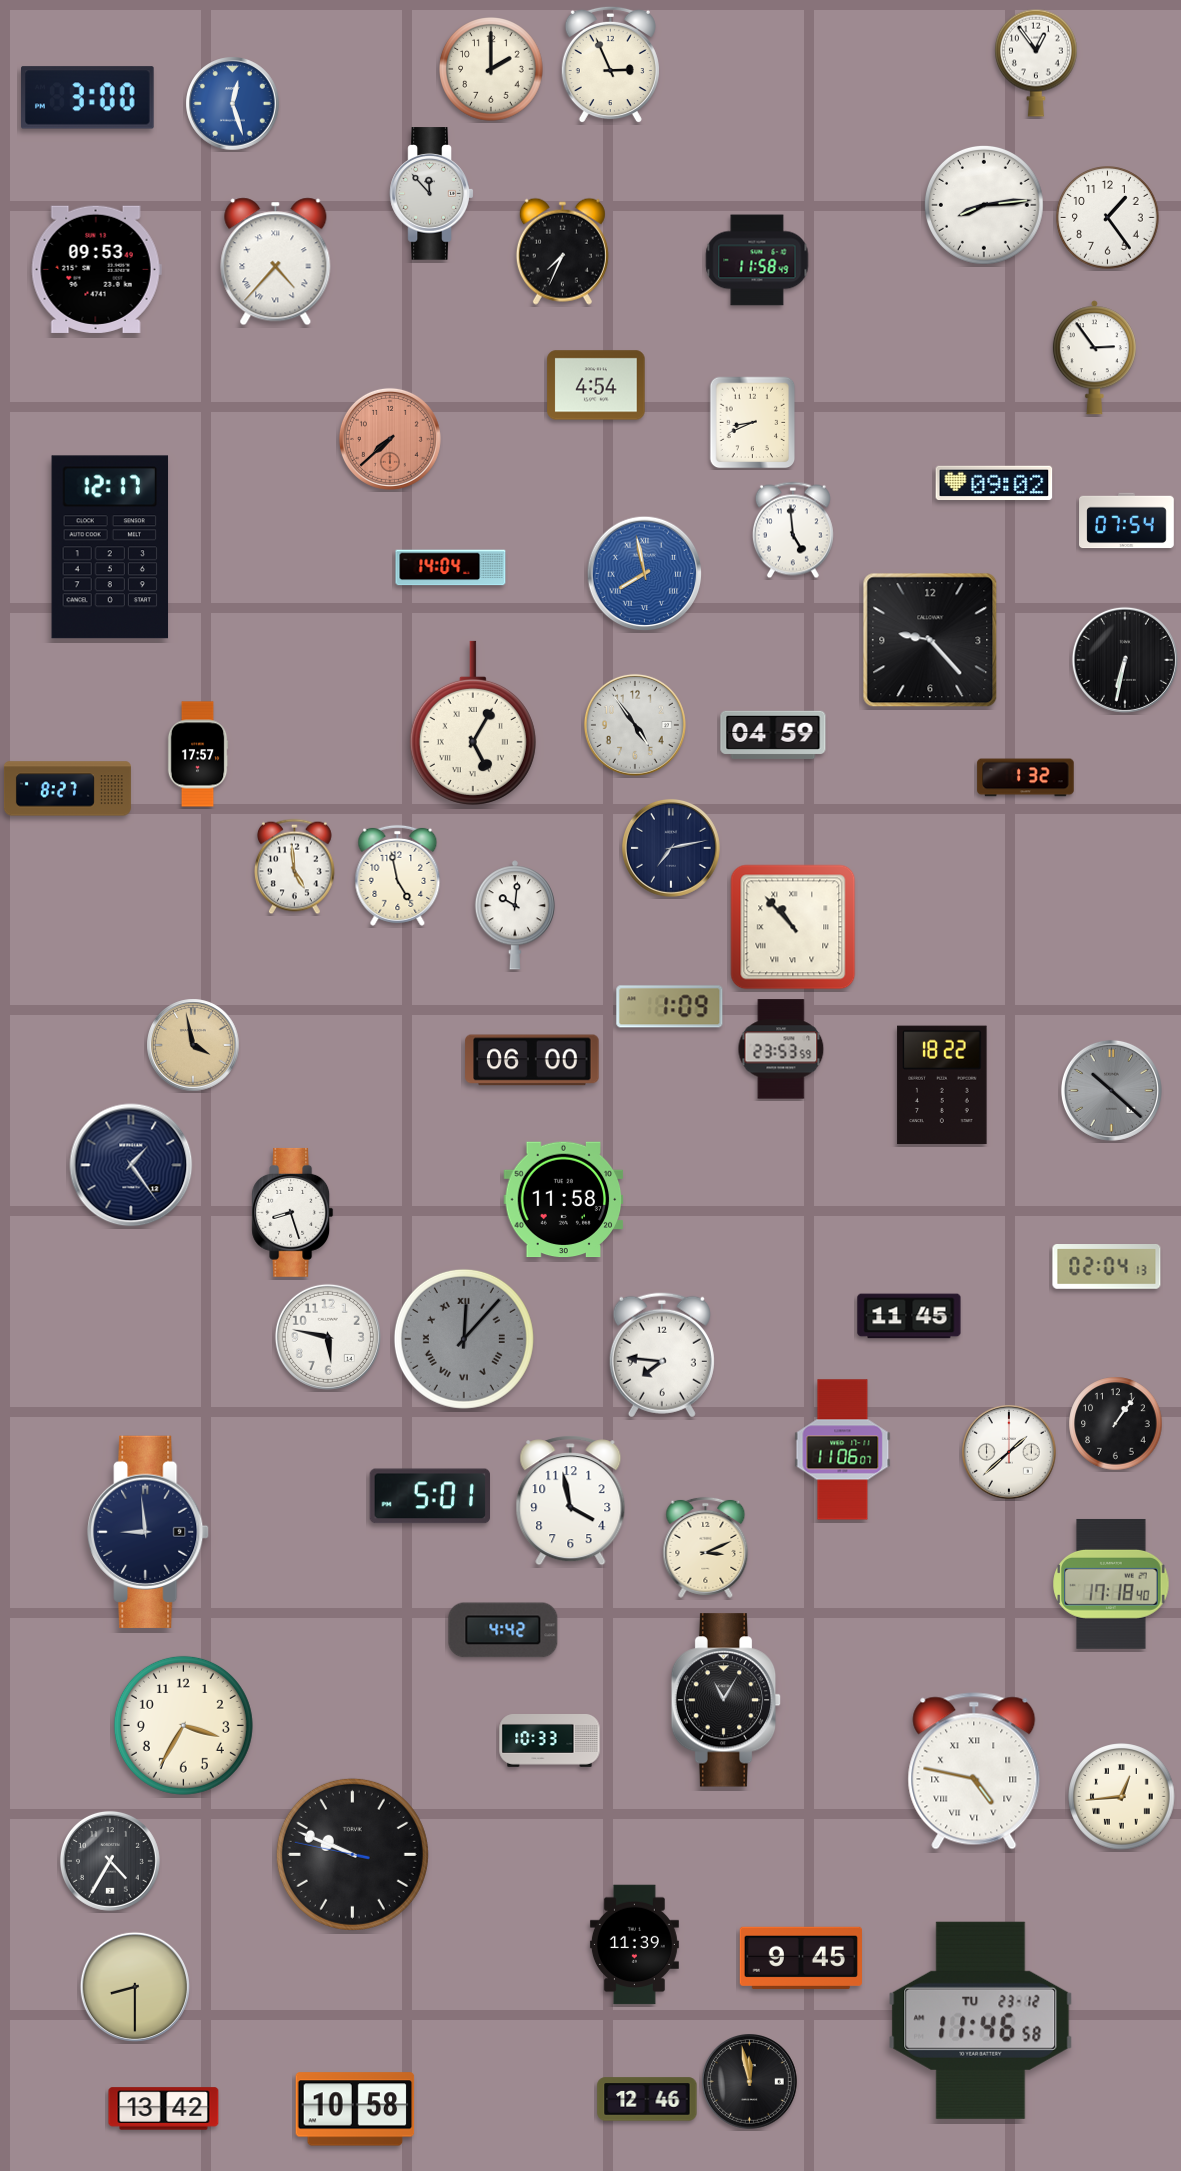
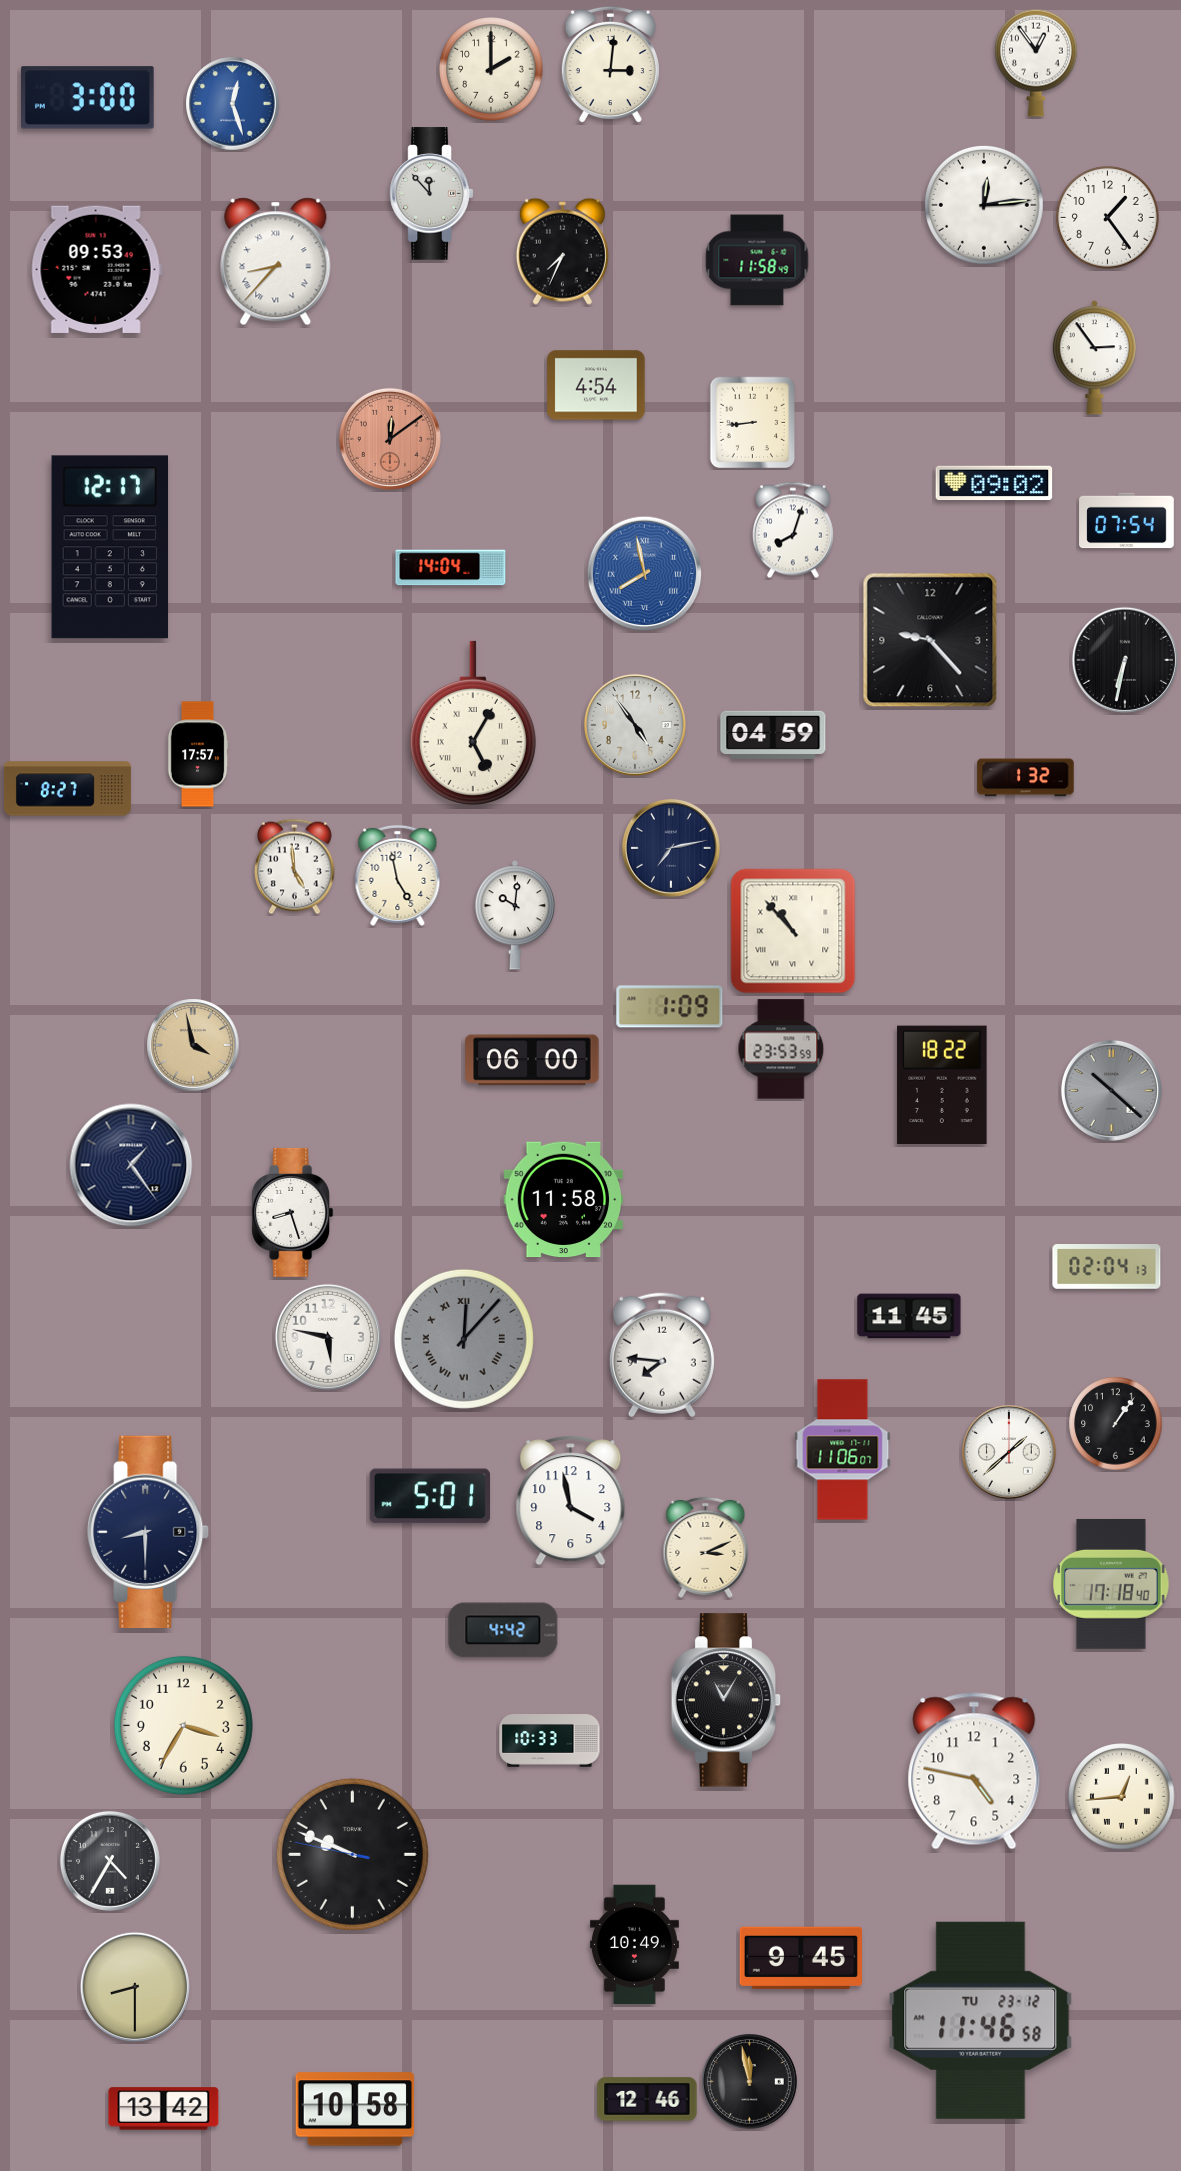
clock at (610, 65): 2:56 -> 3:01
clock at (984, 205): 8:14 -> 12:14
clock at (276, 262): 4:37 -> 8:37
clock at (753, 423): 8:41 -> 8:44
clock at (390, 439): 7:38 -> 12:09
clock at (793, 530): 4:59 -> 8:03
clock at (793, 927) position: (793, 927) -> (793, 931)
clock at (148, 1532): 8:59 -> 8:30
clock at (974, 1771) numerals: Roman -> Arabic
clock at (634, 1945): 11:39 -> 10:49
